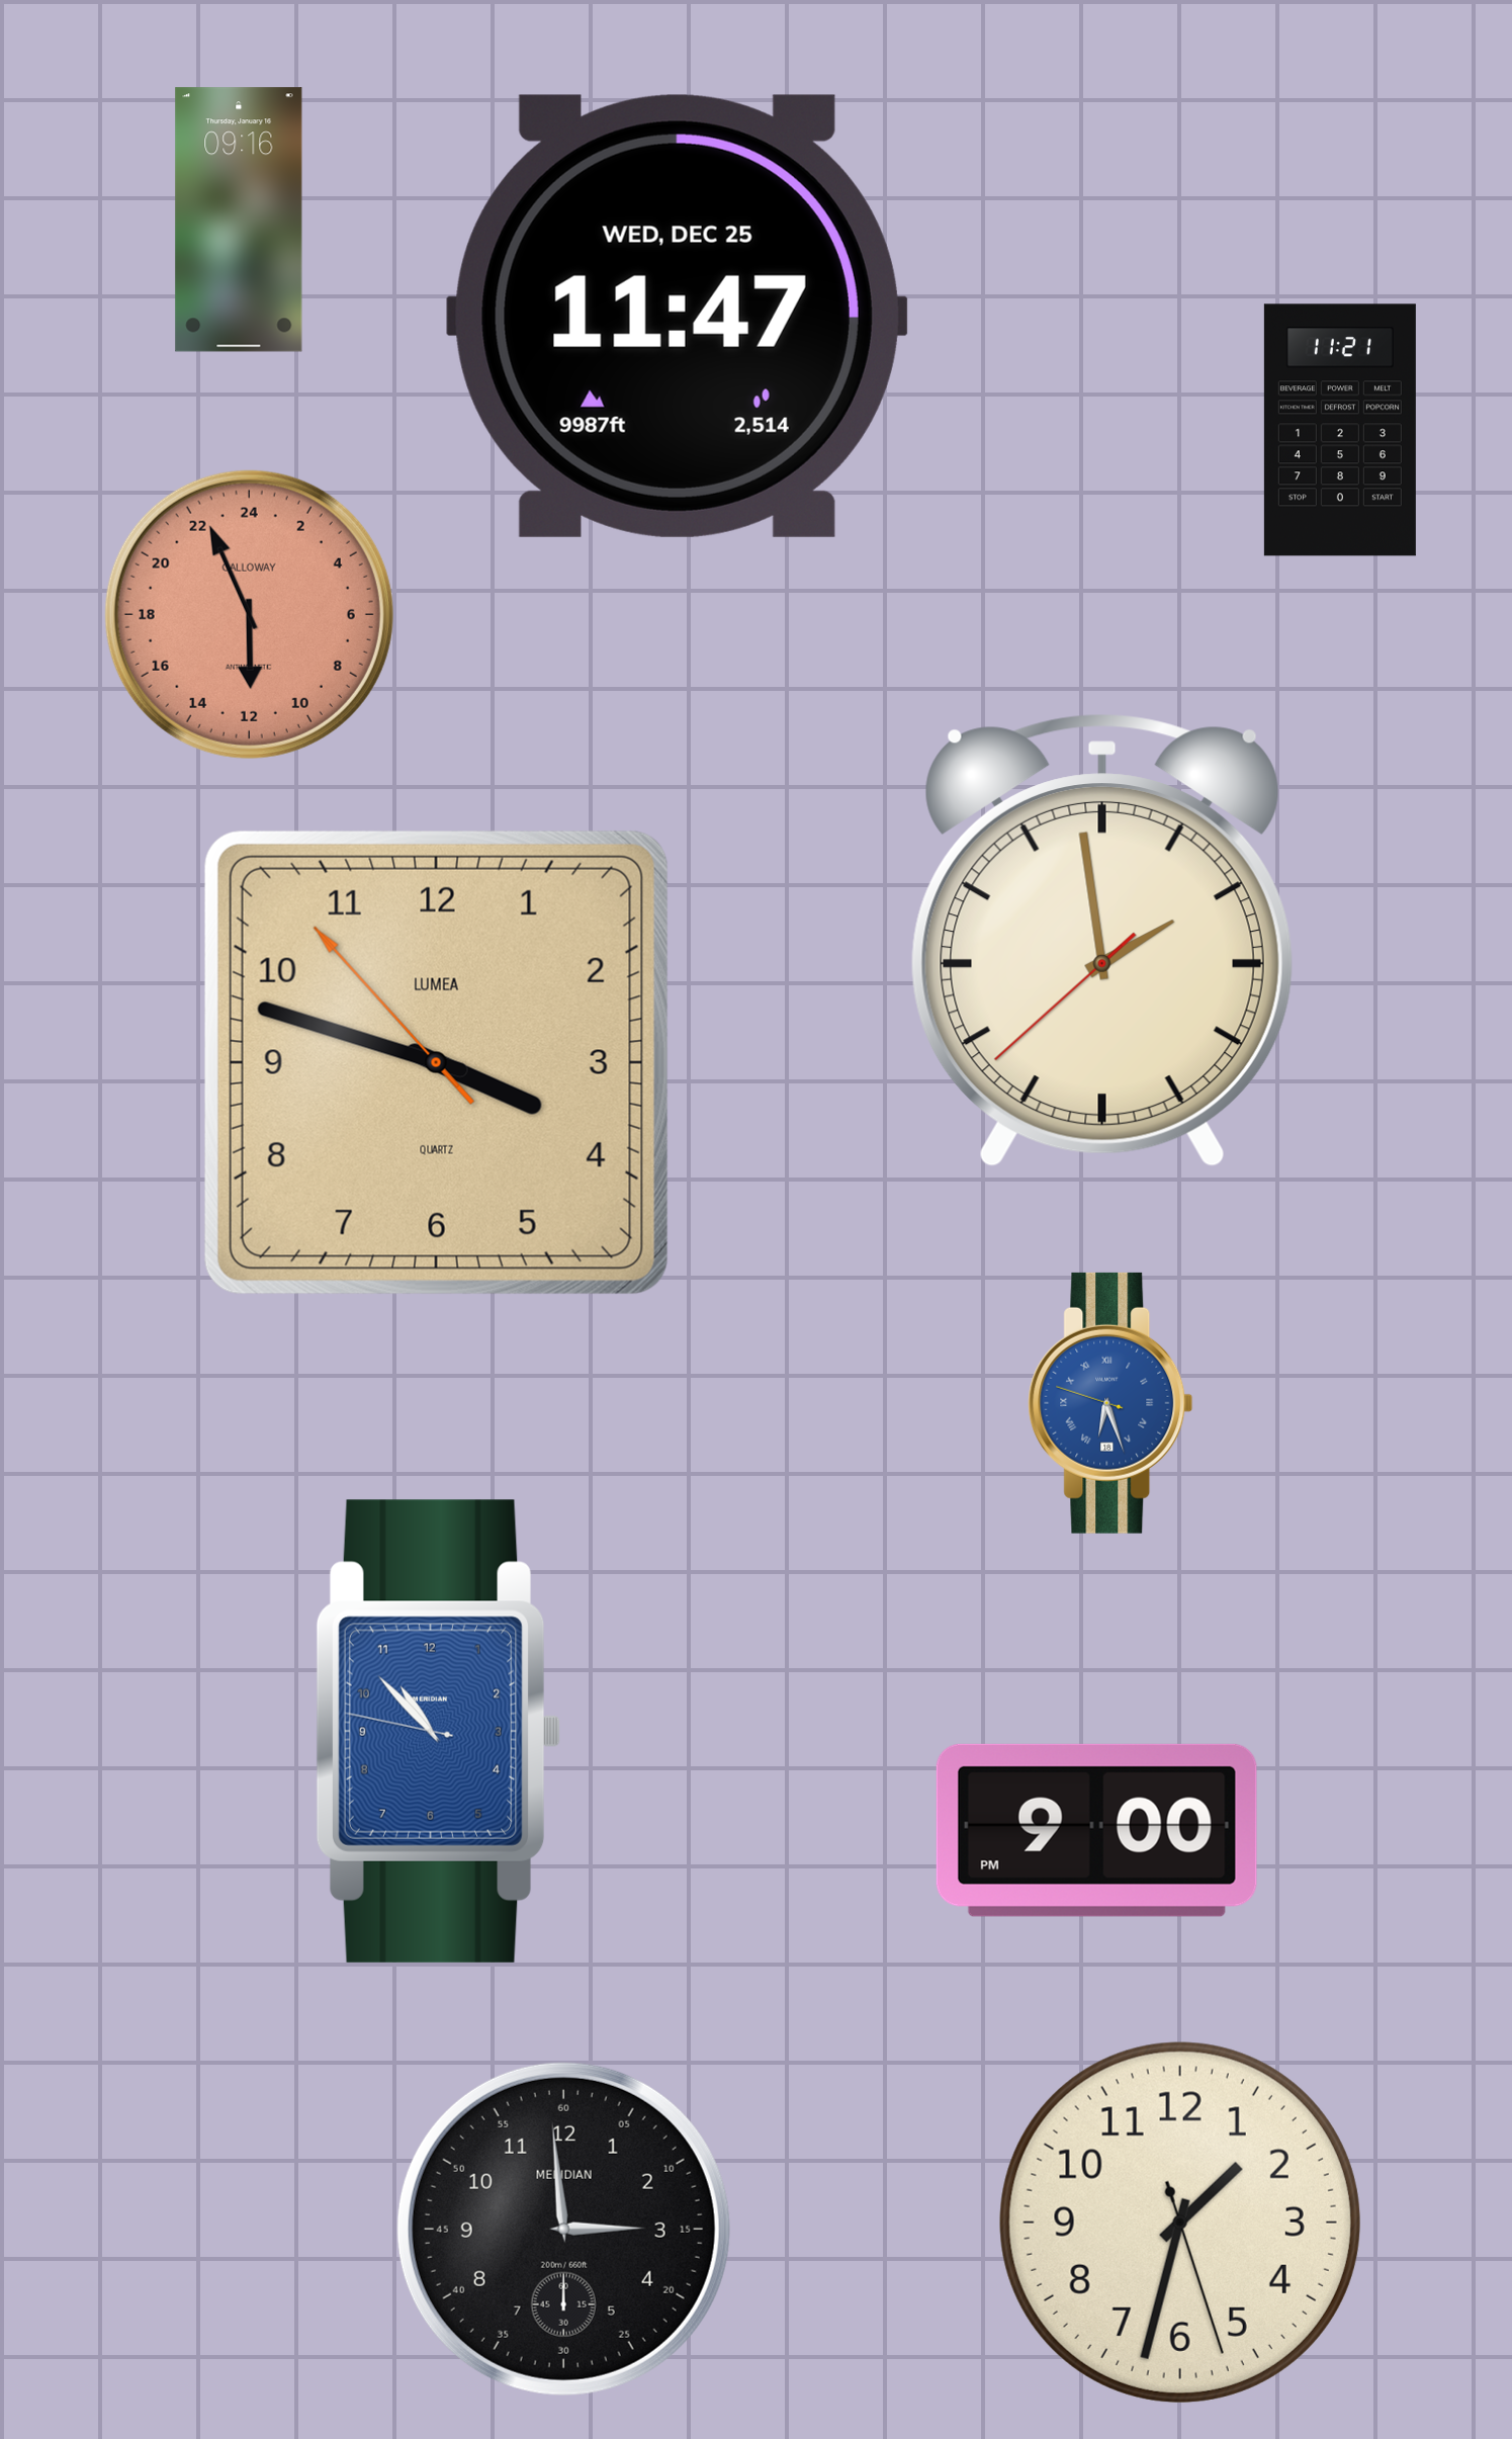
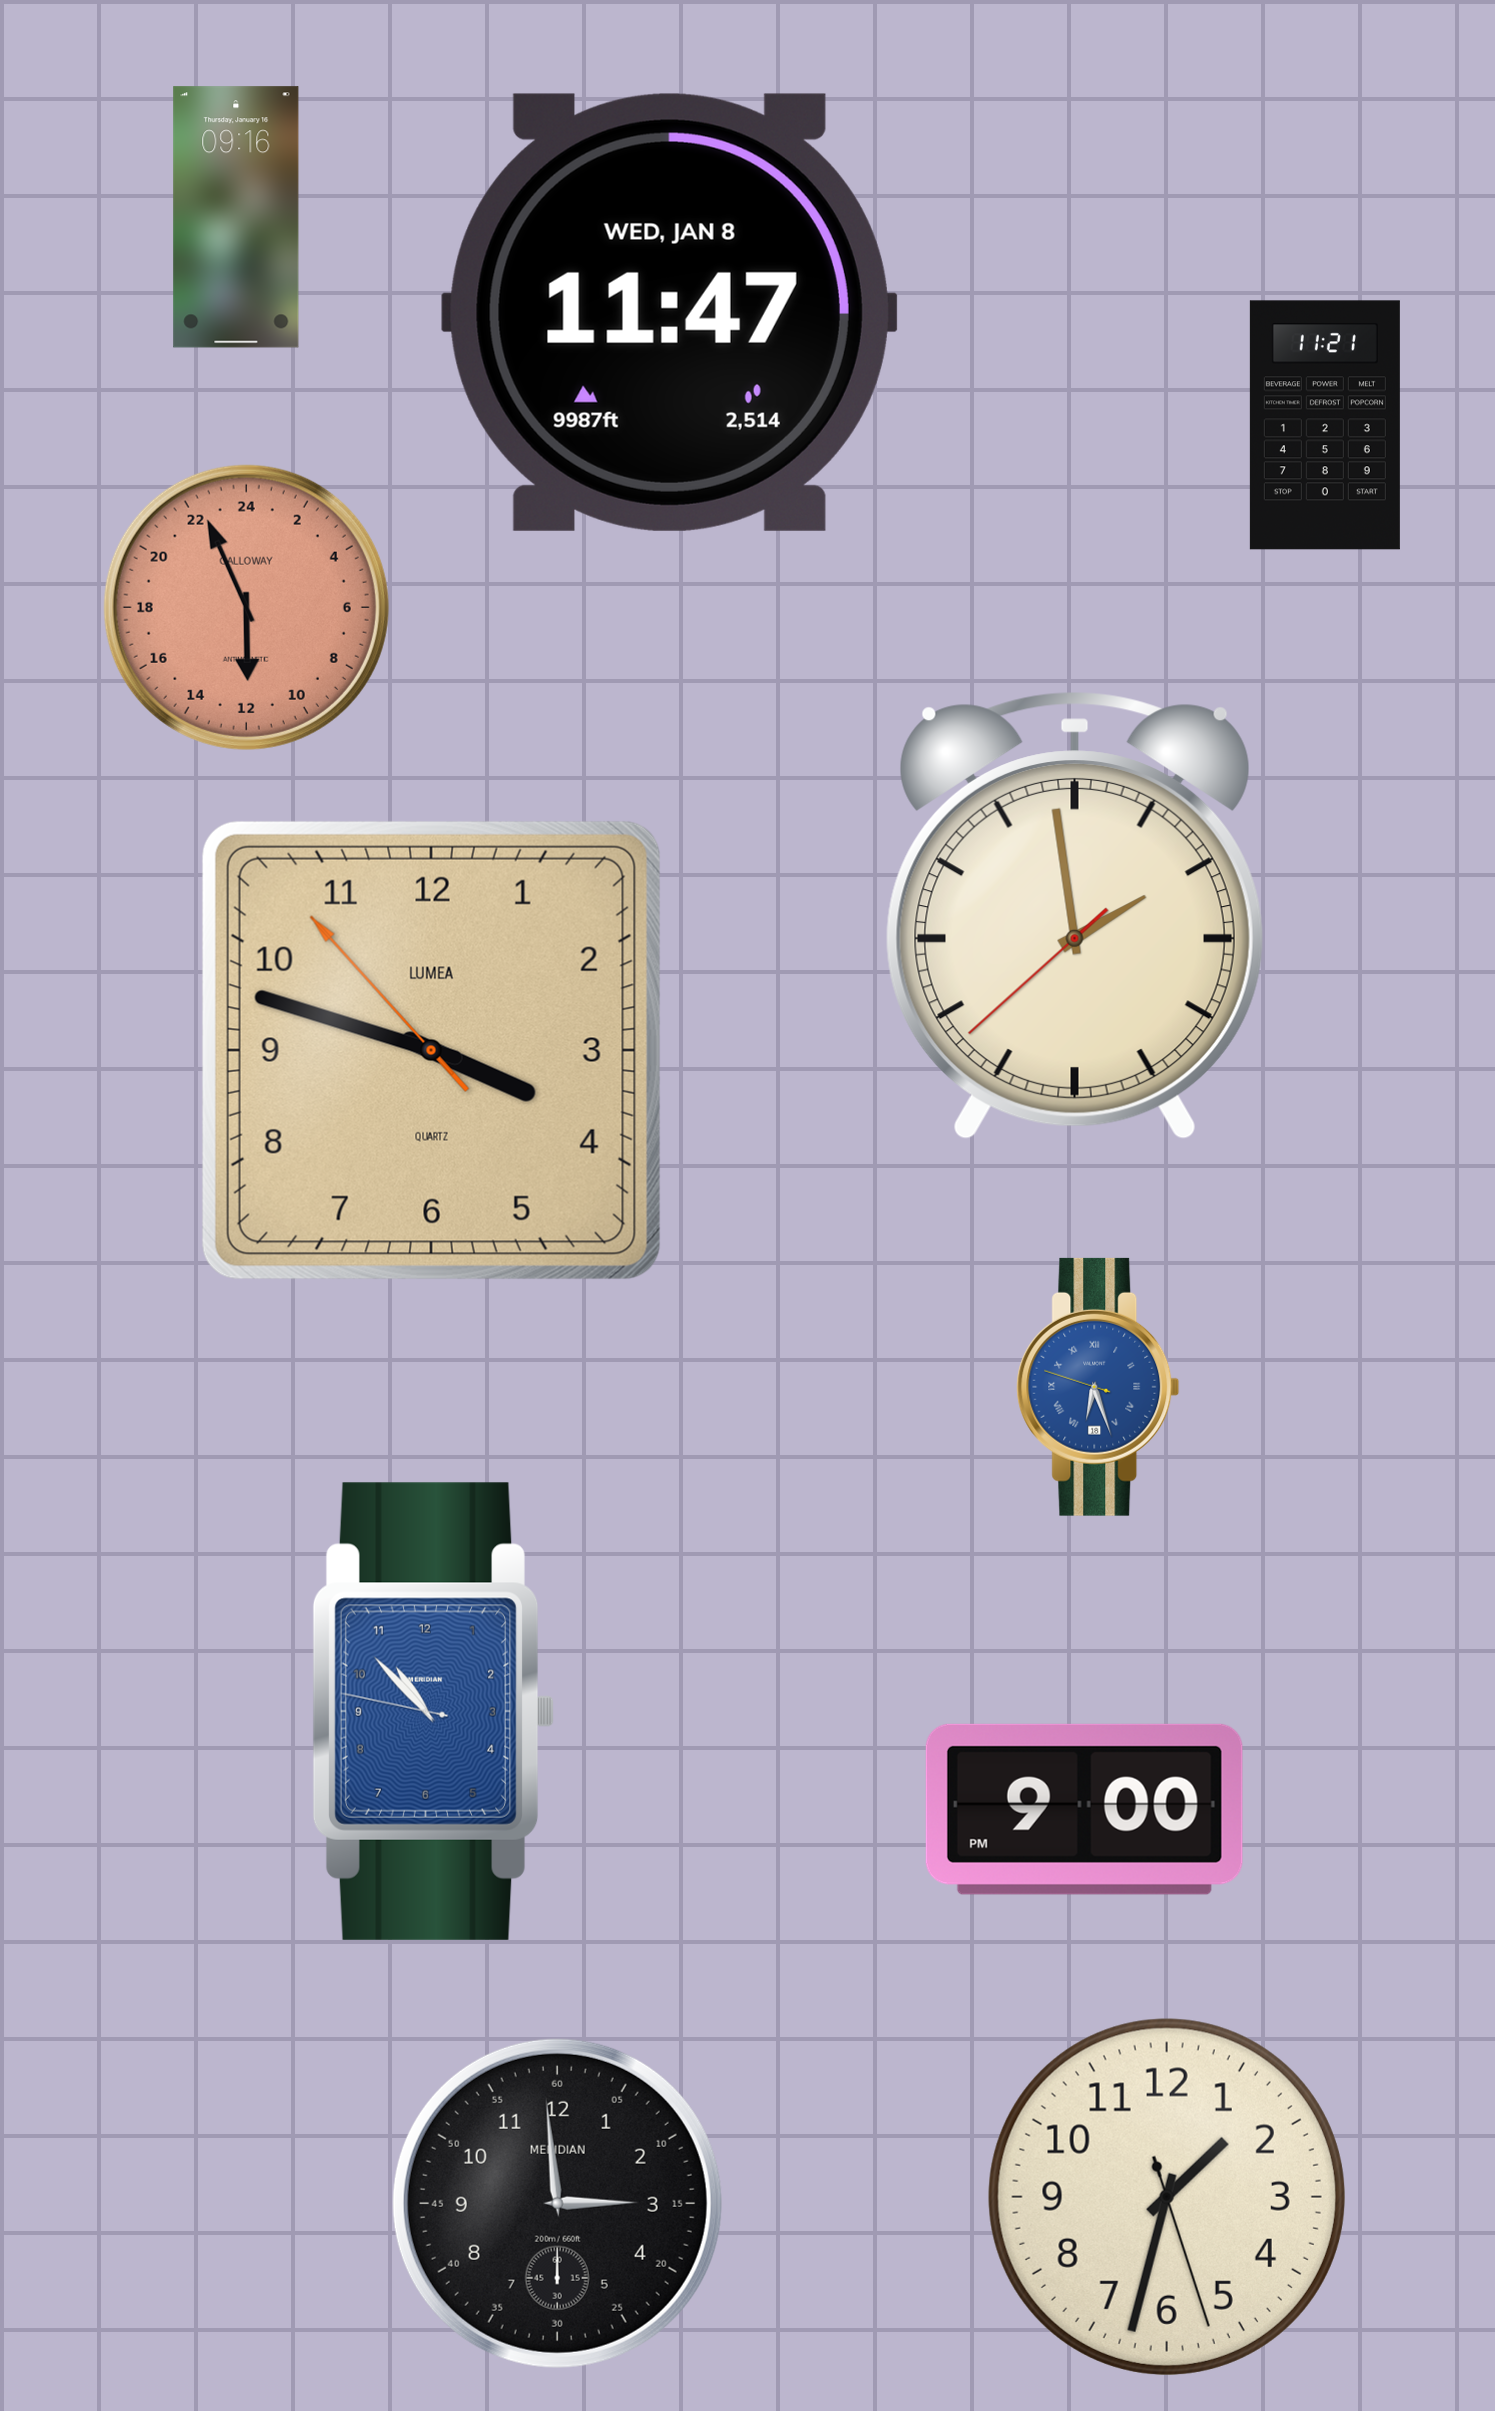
clock at (677, 316) date: WED, DEC 25 -> WED, JAN 8
clock at (1102, 942) position: (1102, 942) -> (1075, 917)
